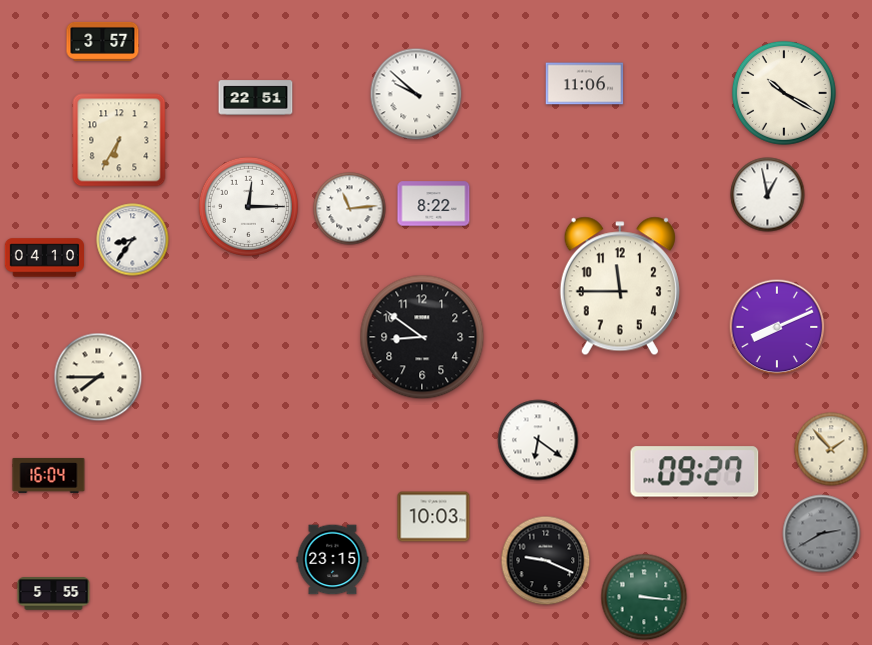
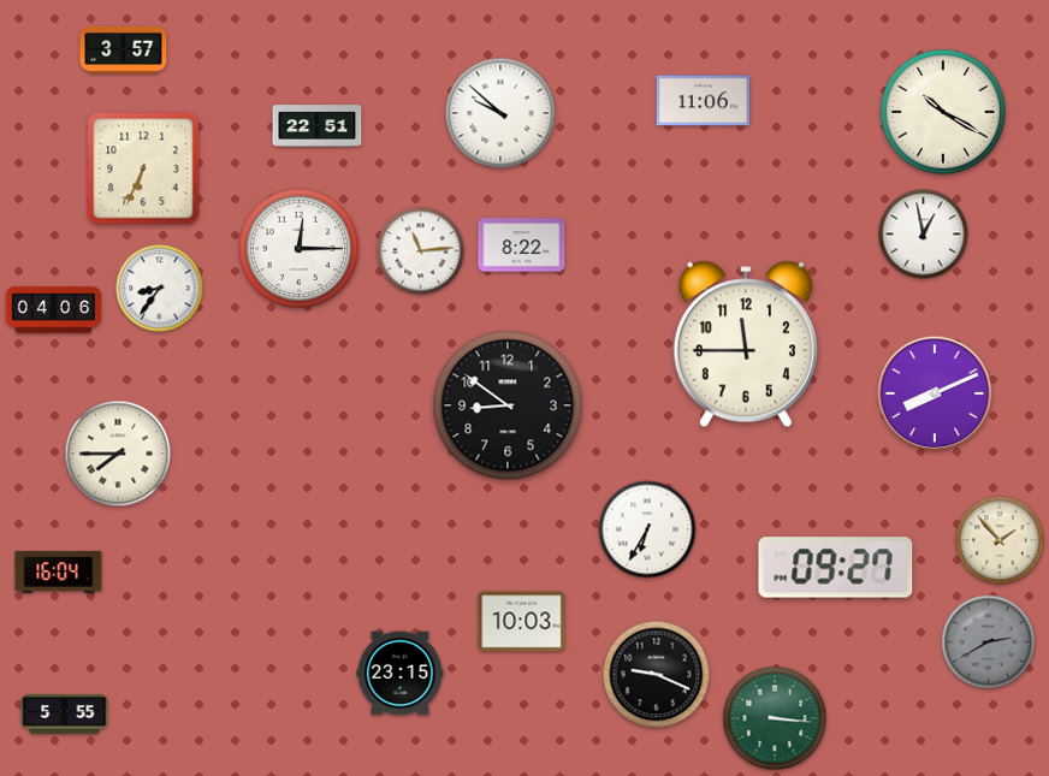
clock at (256, 98) position: (256, 98) -> (318, 126)
clock at (119, 140): 6:35 -> 6:34
clock at (44, 258): 04:10 -> 04:06
clock at (538, 440): 6:21 -> 6:35
